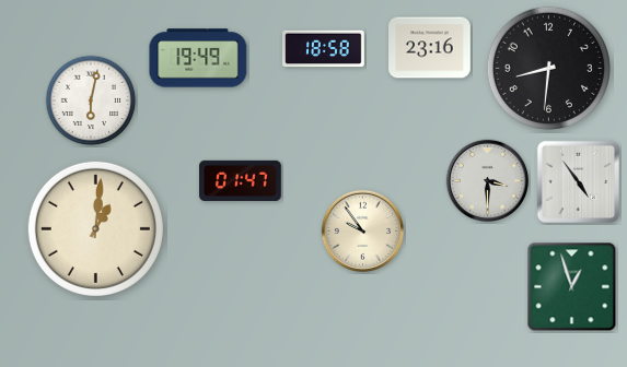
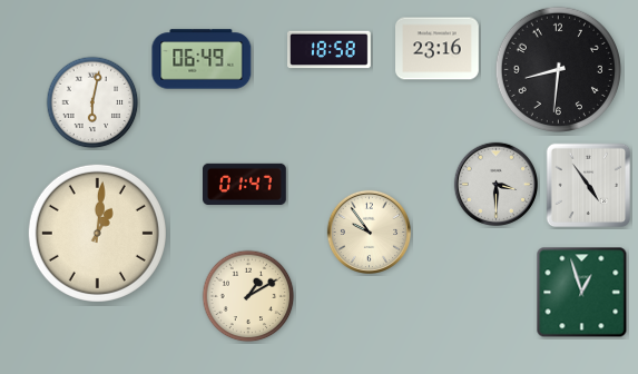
clock at (198, 58): 19:49 -> 06:49
clock at (362, 230) position: (362, 230) -> (369, 232)
clock at (248, 296): none -> 1:10
